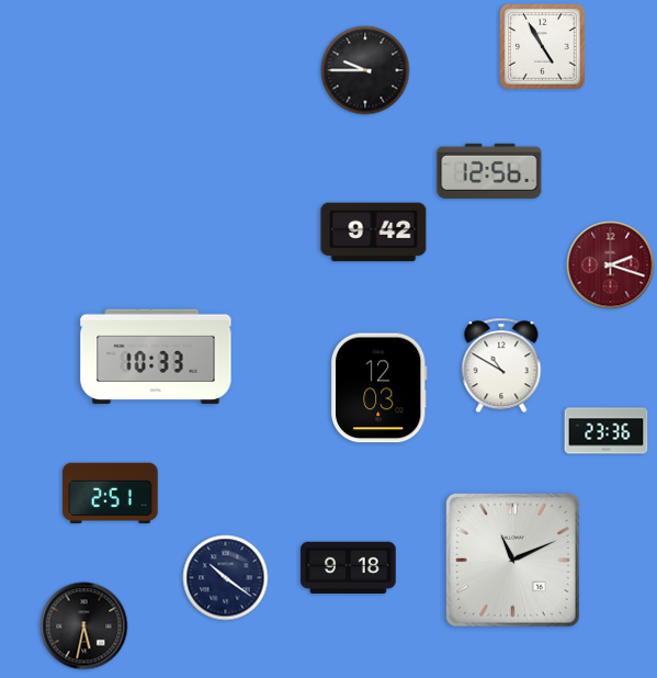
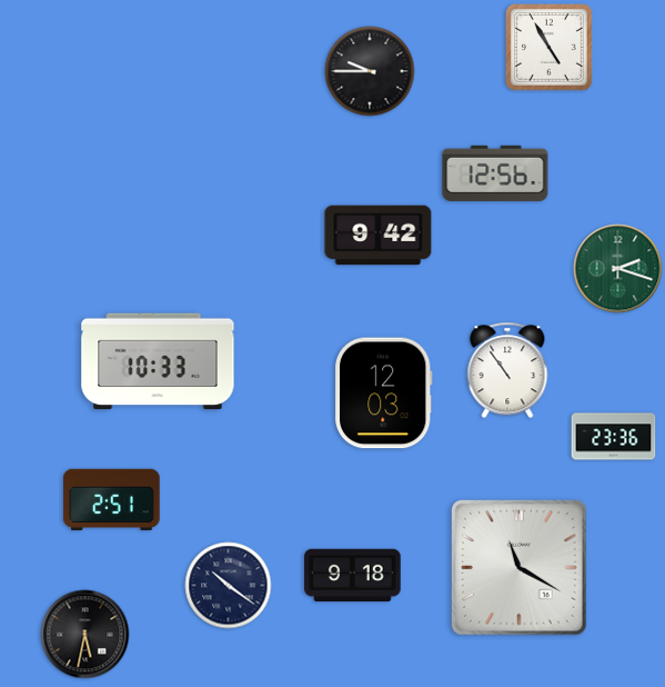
clock at (611, 265) dial: burgundy -> green
clock at (501, 365): 10:50 -> 10:54
clock at (513, 561): 11:11 -> 11:20
